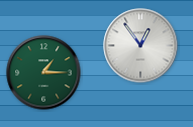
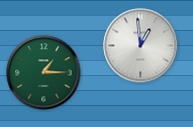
clock at (141, 46): 12:54 -> 12:59
